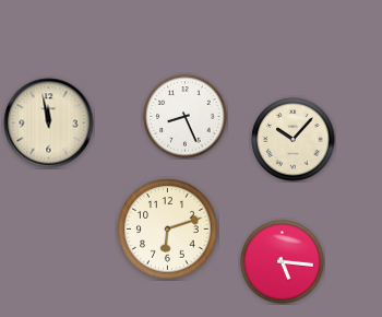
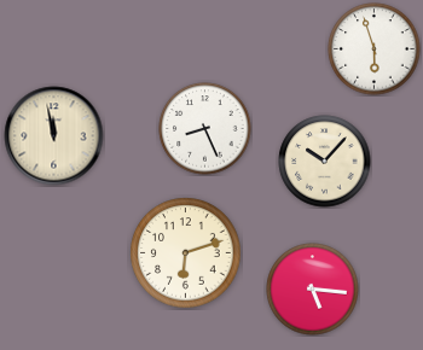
clock at (375, 49): none -> 5:57
clock at (294, 140) position: (294, 140) -> (325, 162)
